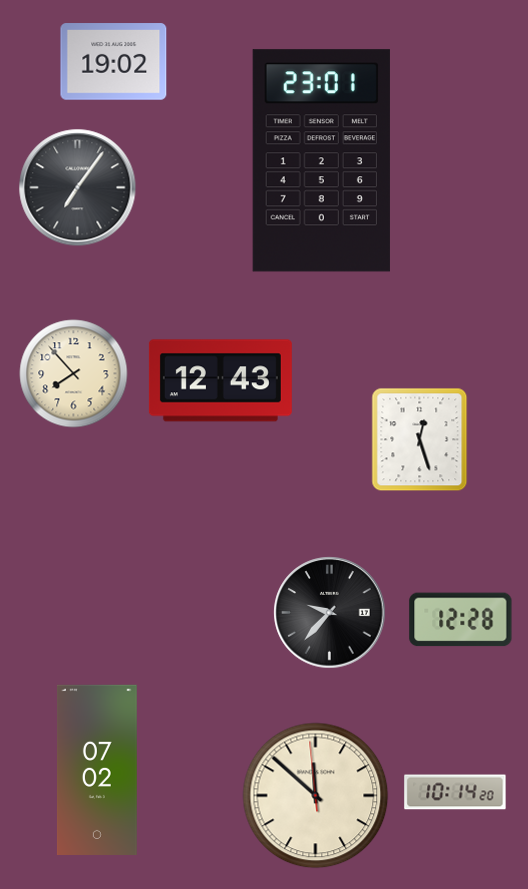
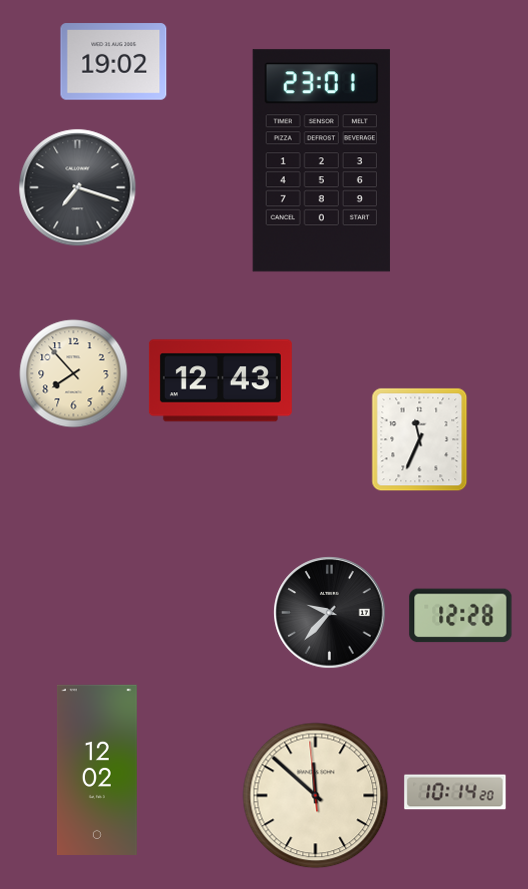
clock at (78, 188): 7:06 -> 7:18
clock at (420, 440): 12:27 -> 11:34
clock at (461, 620) position: (461, 620) -> (461, 616)
clock at (97, 769): 07:02 -> 12:02
